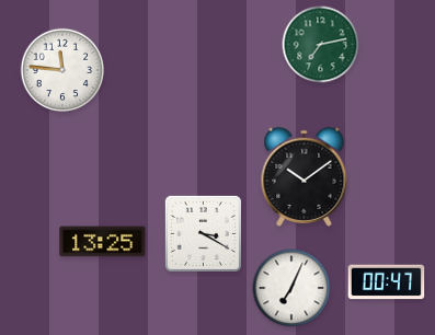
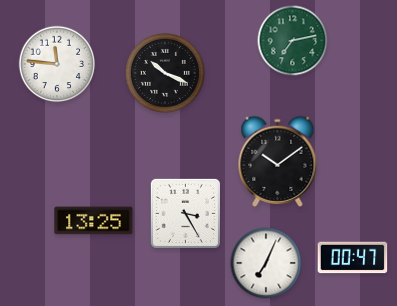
clock at (165, 73): none -> 10:19
clock at (203, 233): 3:20 -> 3:25
